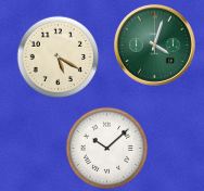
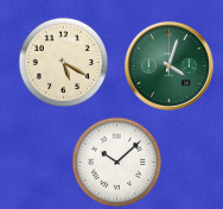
clock at (154, 44) position: (154, 44) -> (168, 65)
